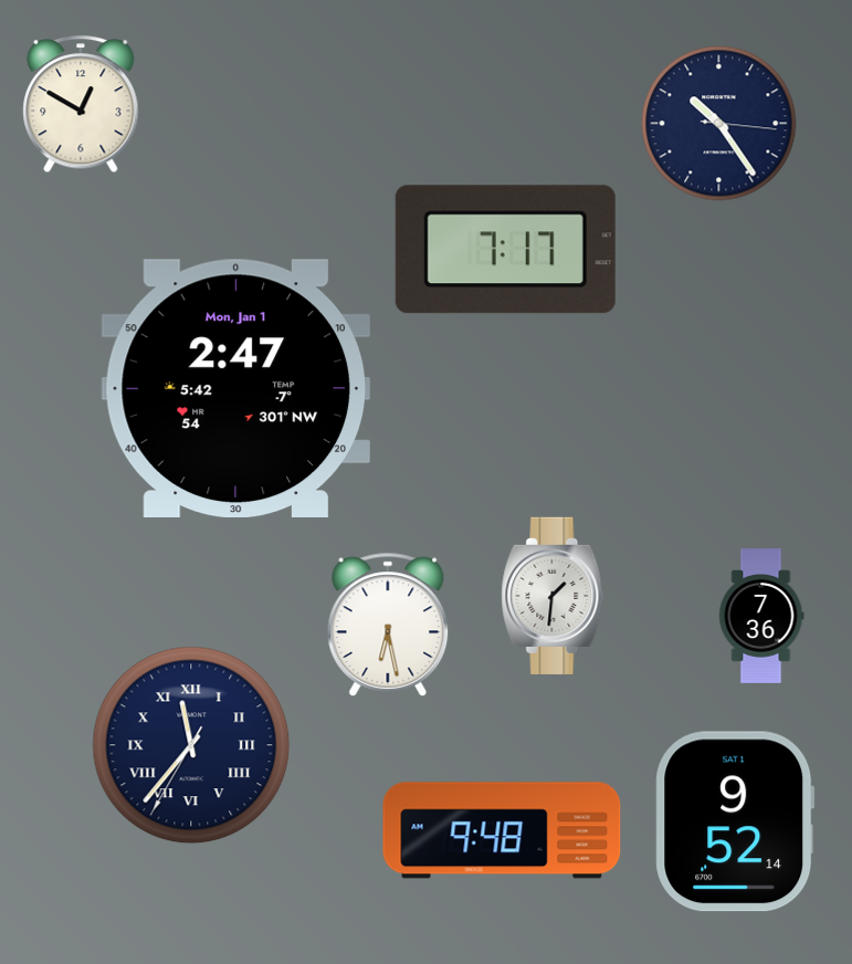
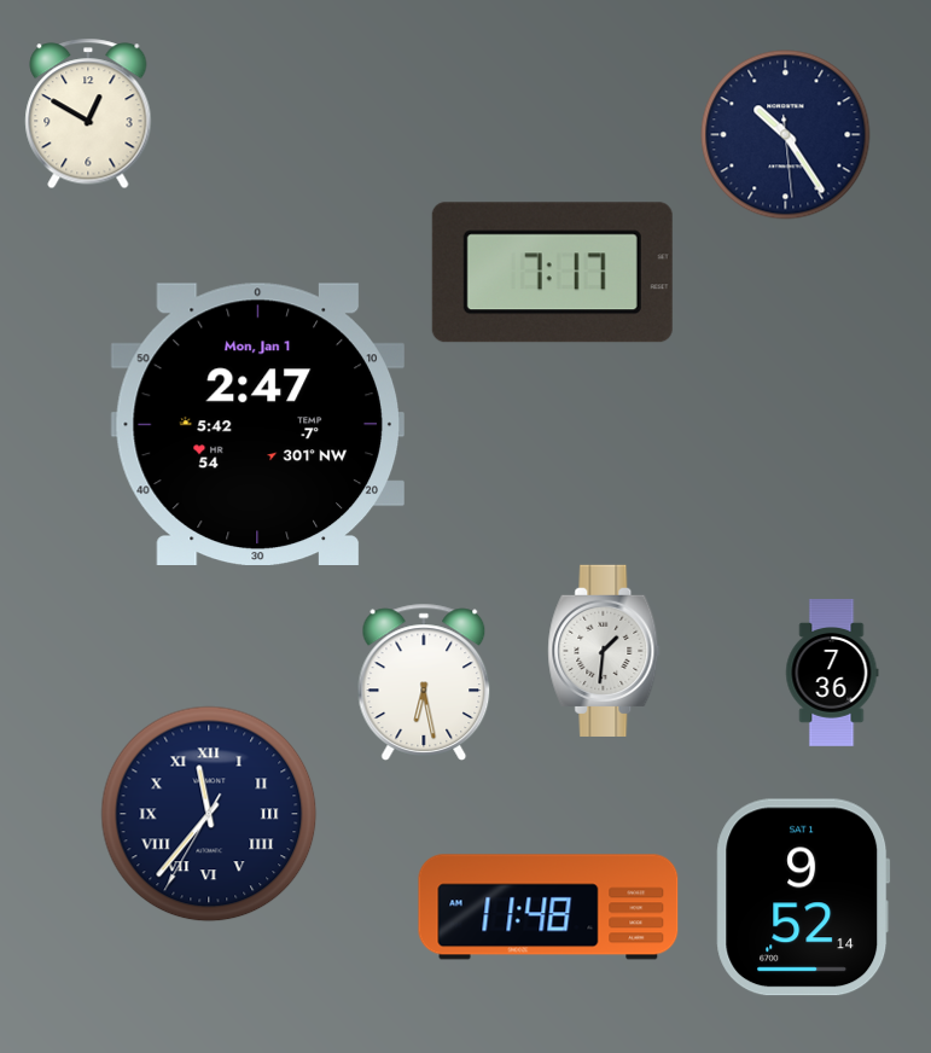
clock at (719, 124): 10:24:16 -> 10:24:29
clock at (502, 830): 9:48 -> 11:48
